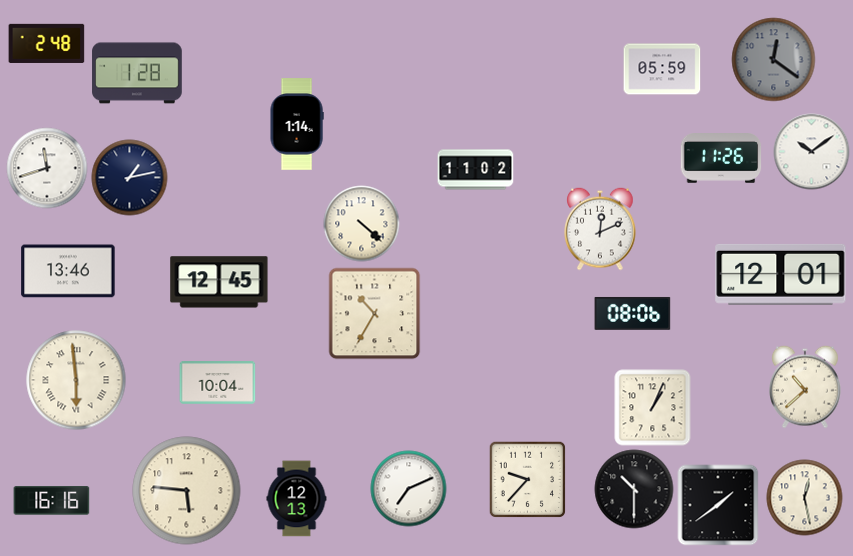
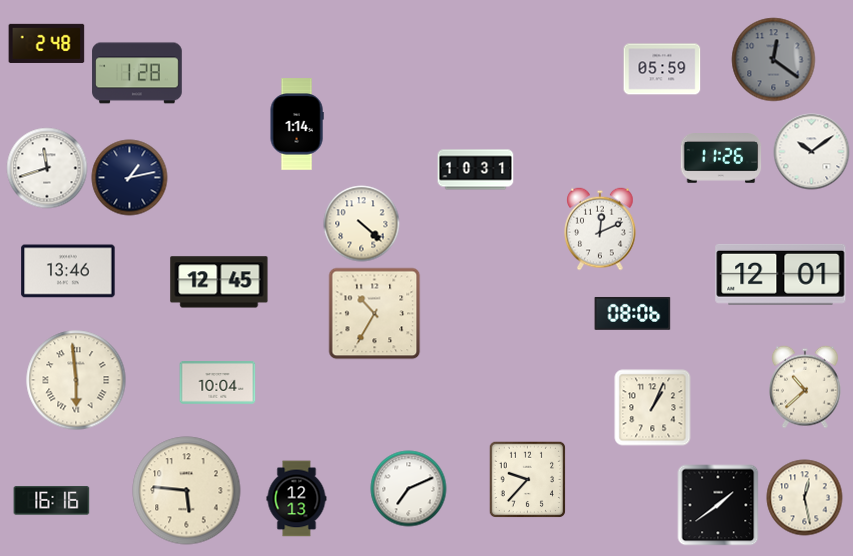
clock at (476, 170): 11:02 -> 10:31
clock at (634, 489): 10:30 -> none
